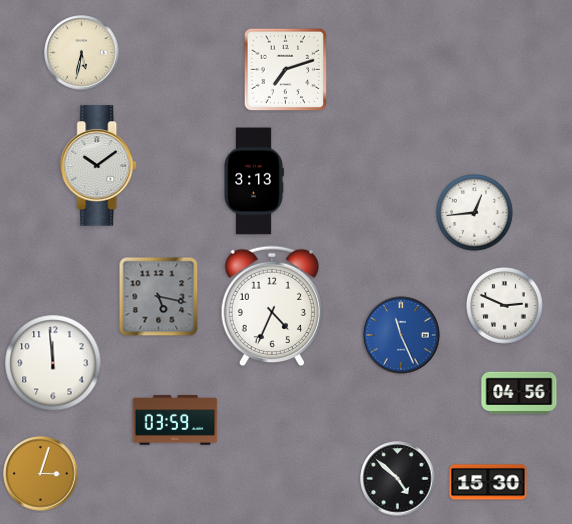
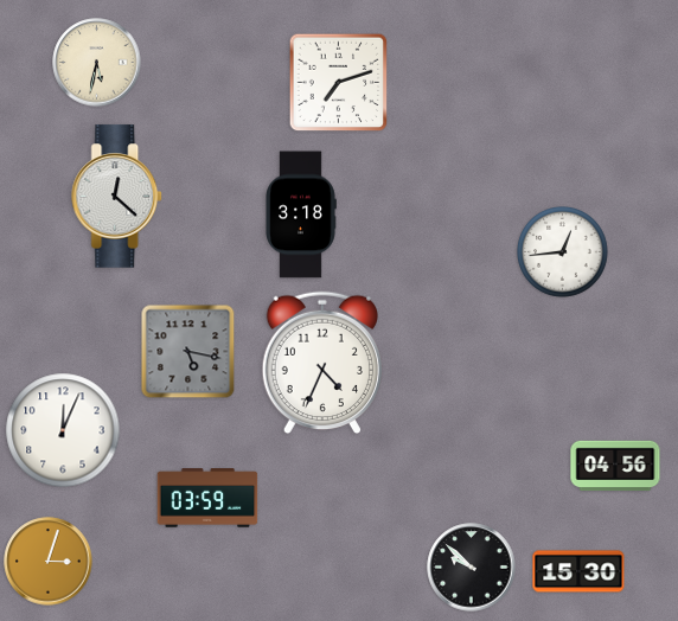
clock at (99, 166): 10:09 -> 12:22
clock at (254, 181): 3:13 -> 3:18
clock at (505, 306): 2:49 -> none
clock at (401, 335): 11:26 -> none
clock at (53, 363): 11:59 -> 12:04
clock at (398, 479): 4:52 -> 9:52
